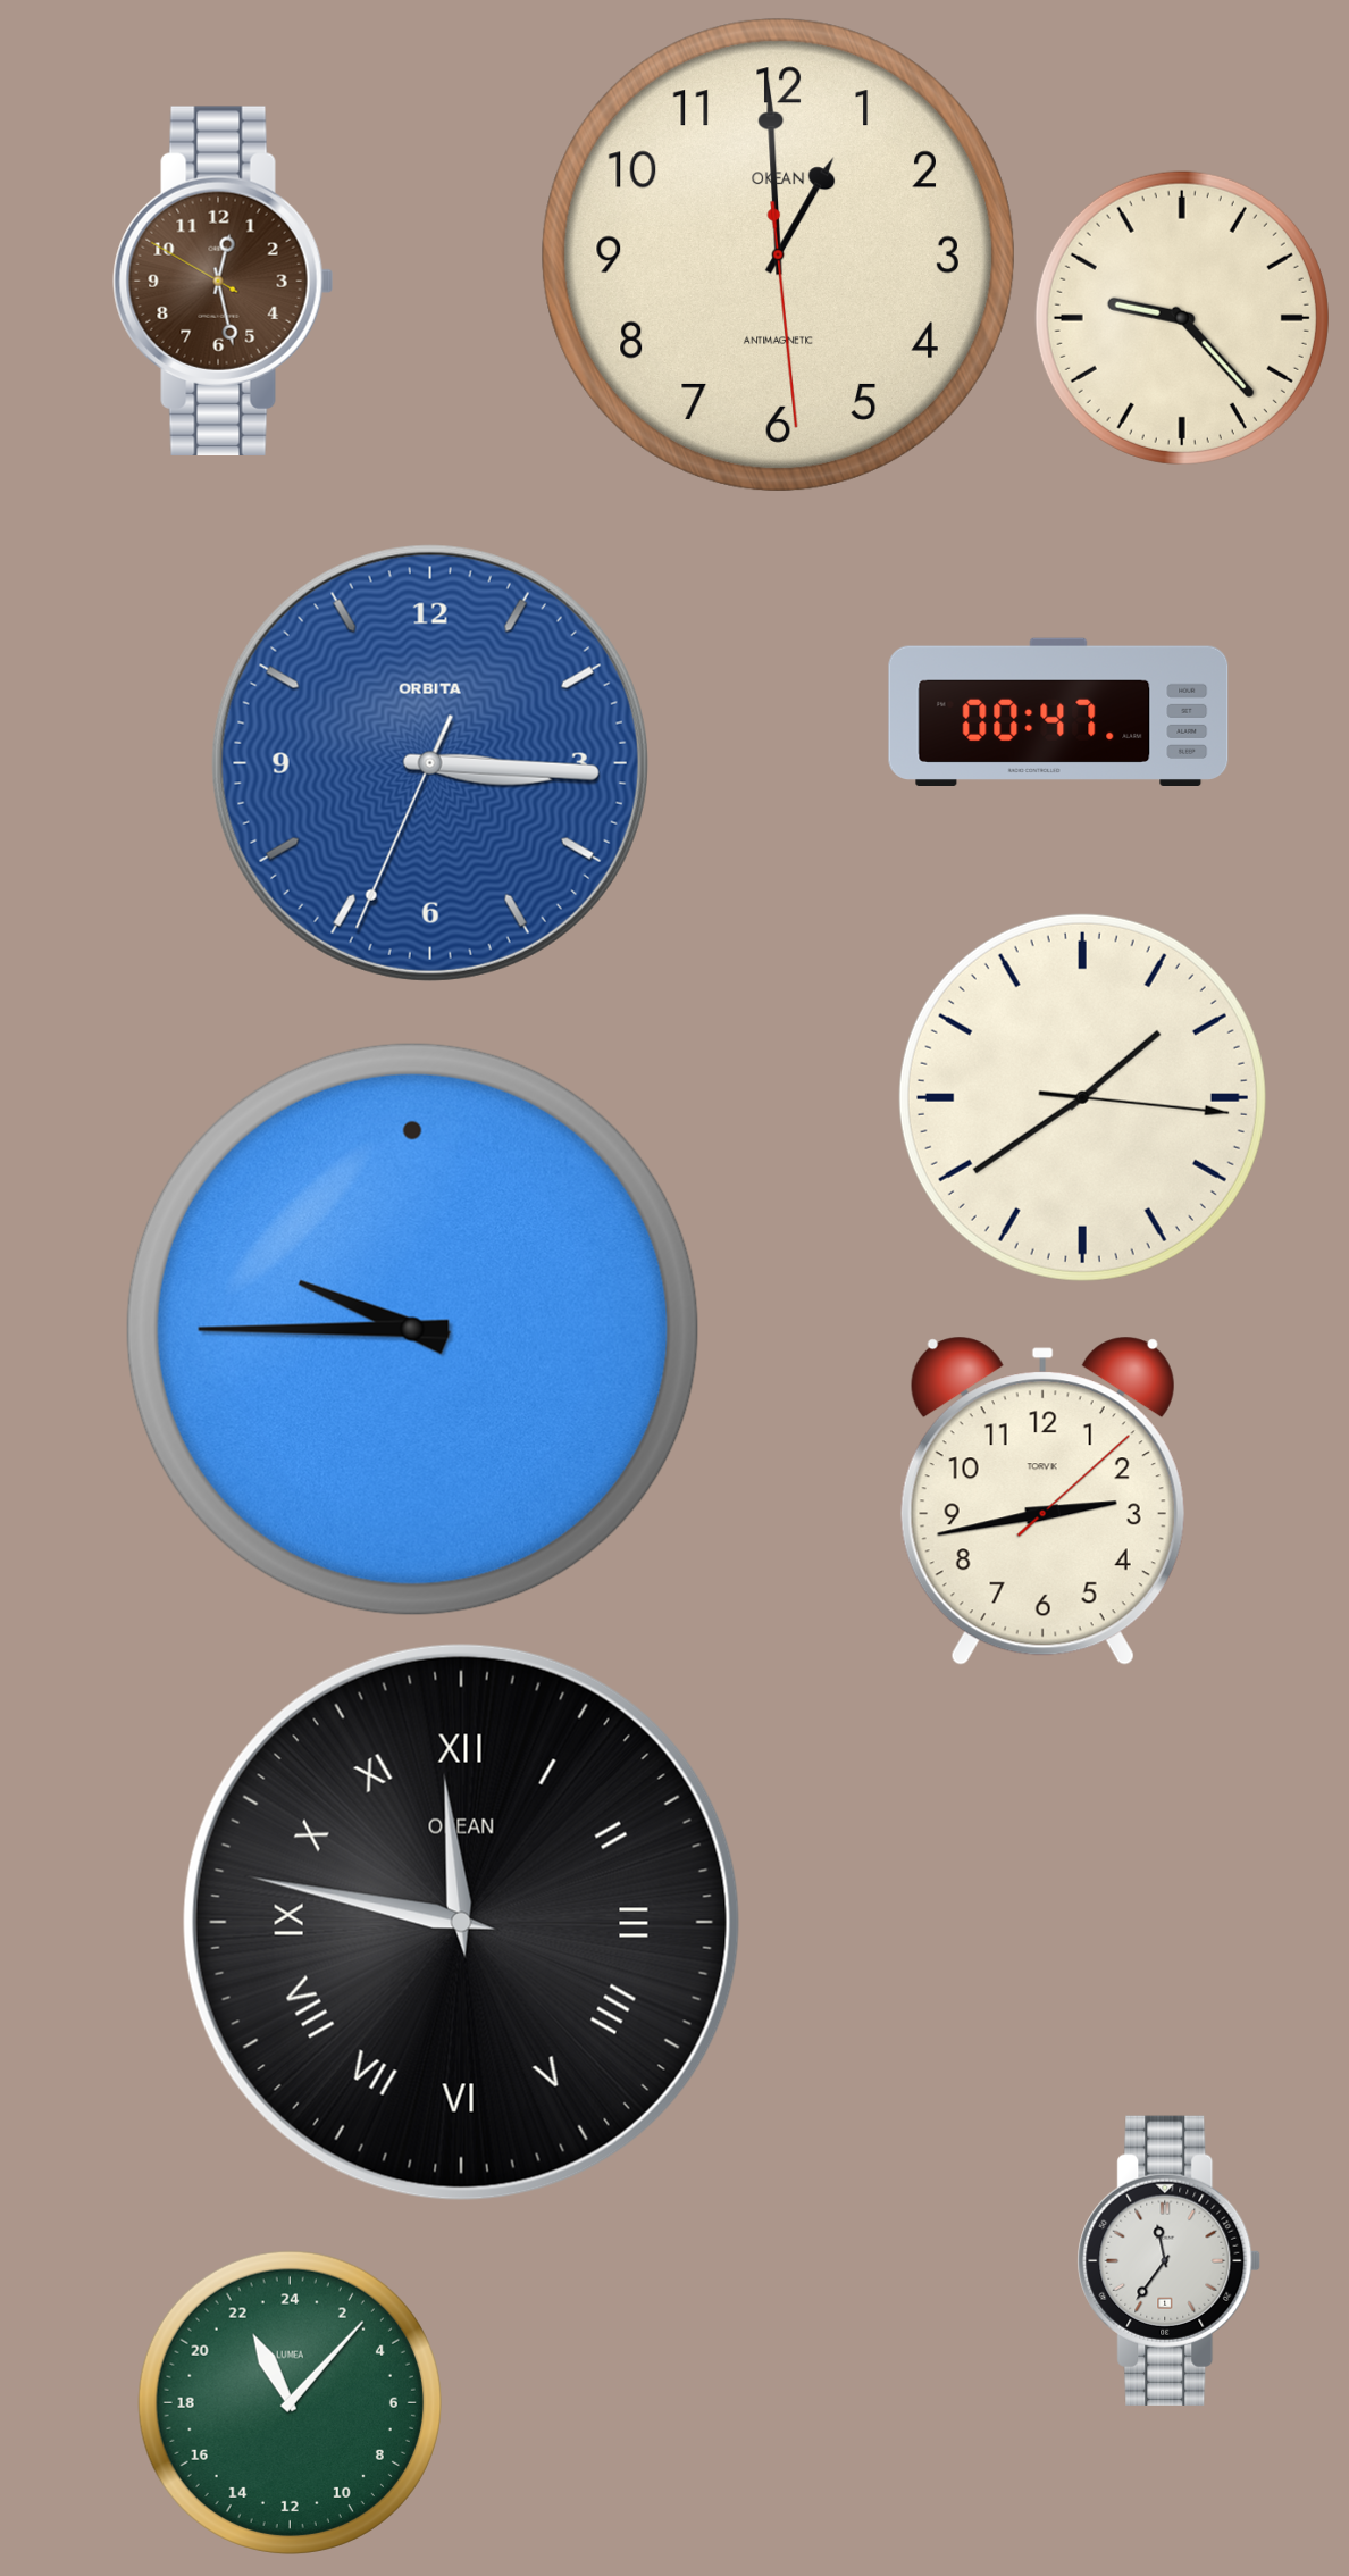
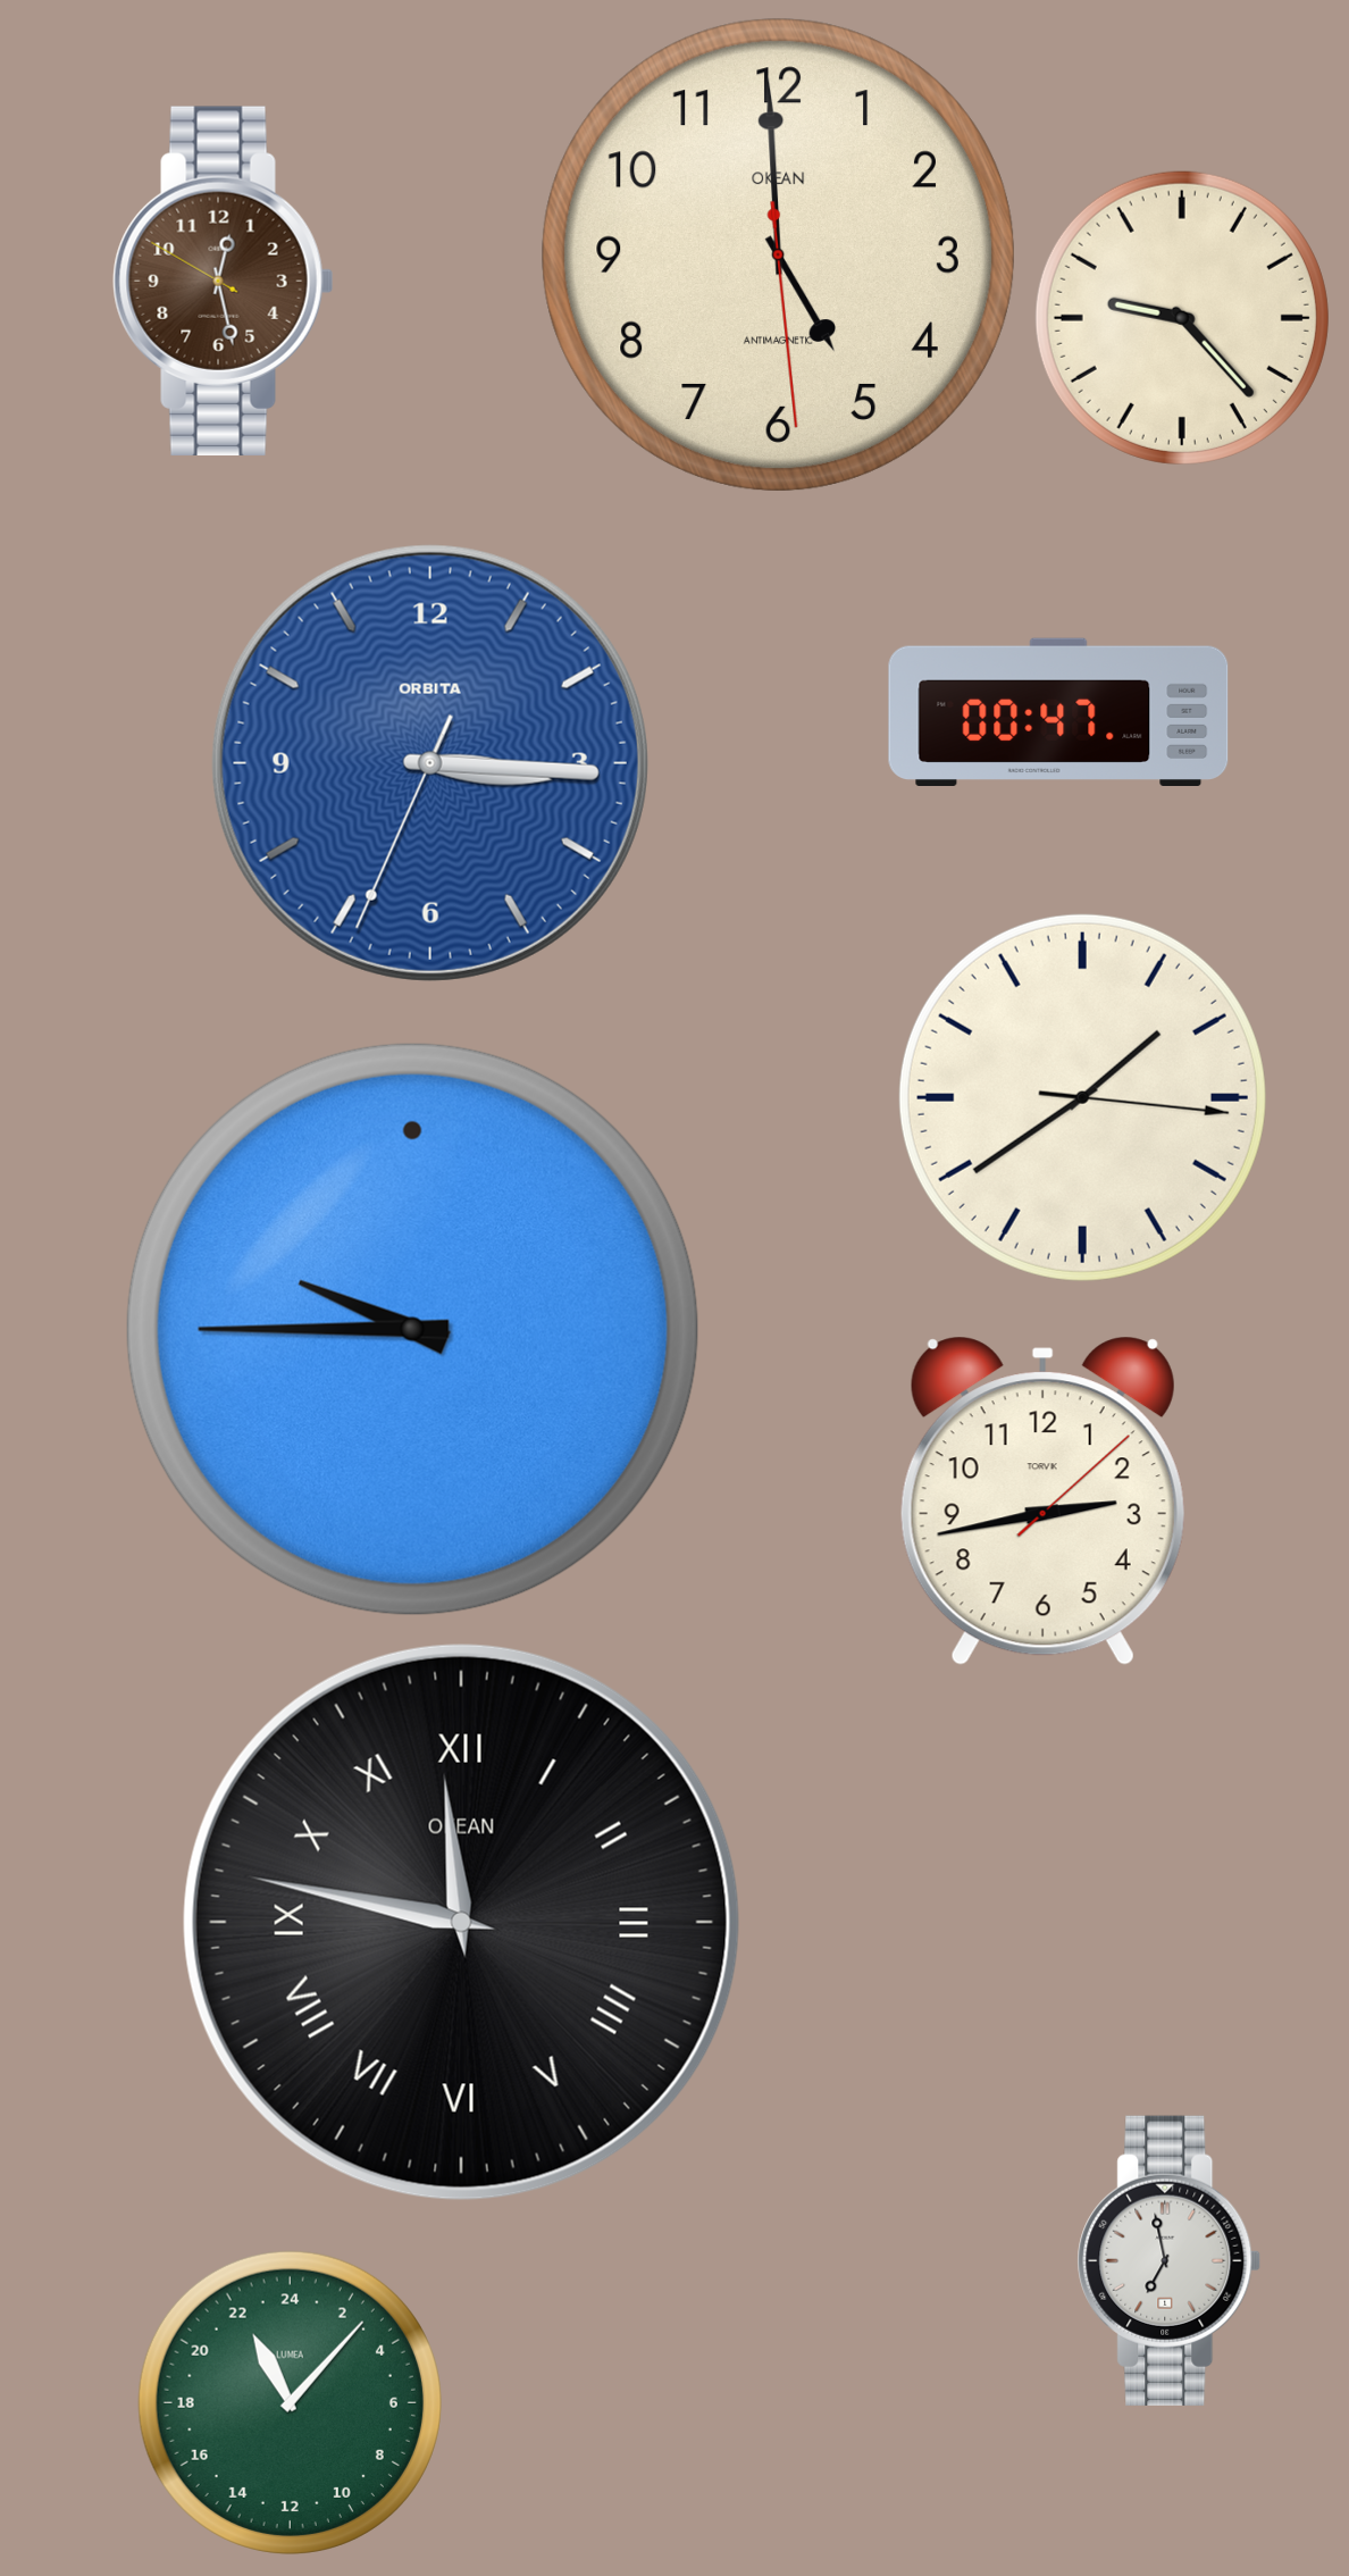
clock at (778, 254): 12:59 -> 4:59
clock at (1170, 2260): 11:36 -> 6:58
